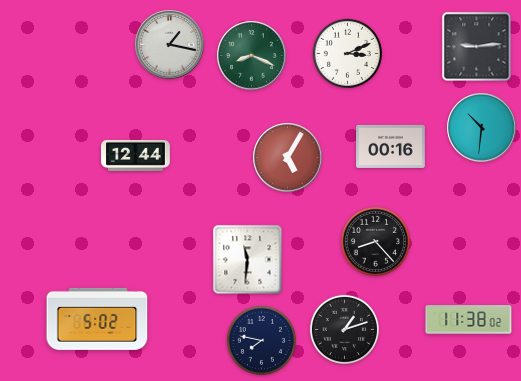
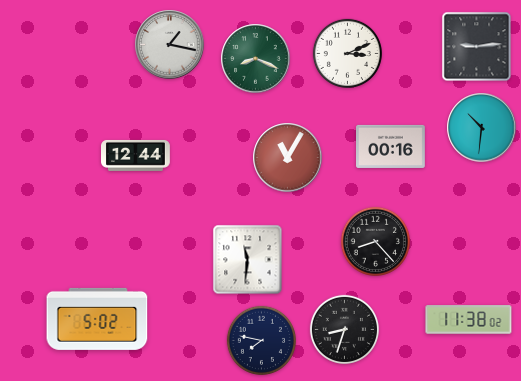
clock at (252, 56) position: (252, 56) -> (256, 59)
clock at (288, 158): 5:05 -> 11:05
clock at (344, 329): 1:12 -> 8:33
